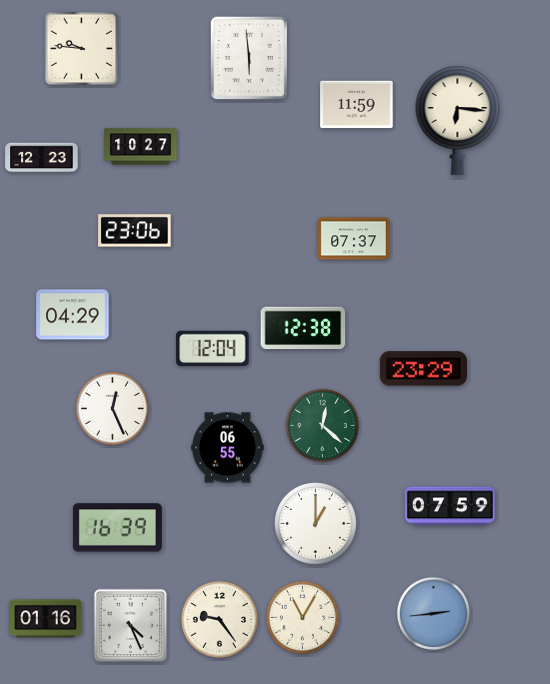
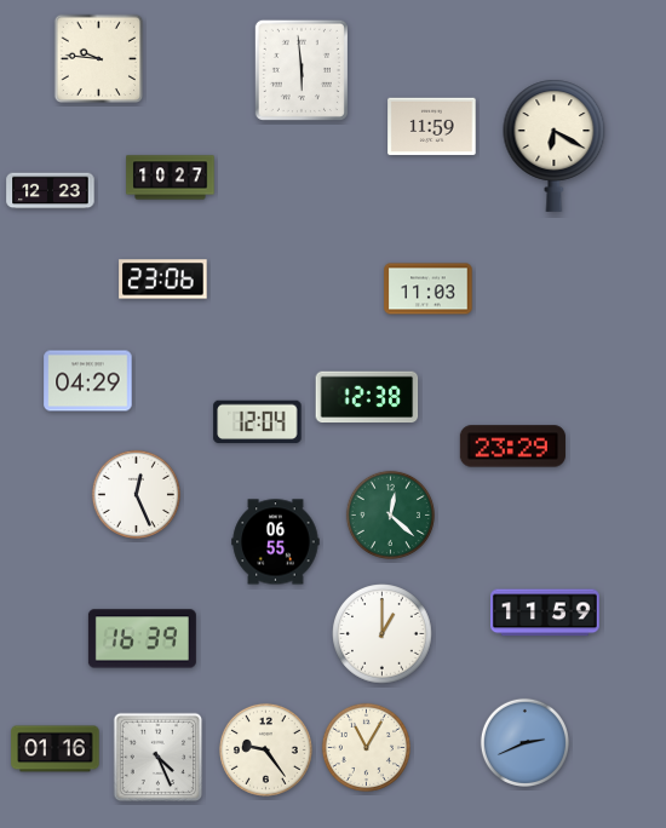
clock at (458, 120): 6:16 -> 6:20
clock at (354, 239): 07:37 -> 11:03
clock at (451, 506): 07:59 -> 11:59
clock at (433, 613): 2:44 -> 2:41
